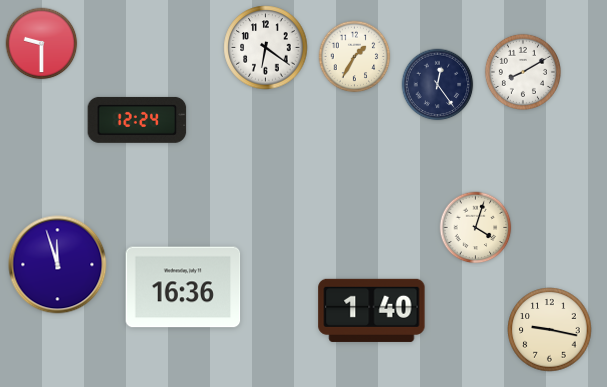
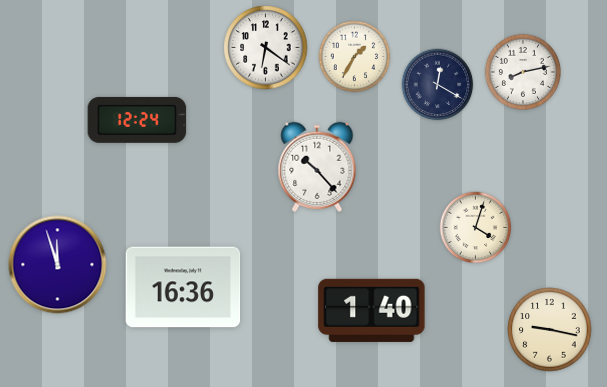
clock at (42, 44): 9:30 -> none
clock at (523, 72): 8:10 -> 8:13
clock at (438, 85): 12:24 -> 12:20
clock at (317, 167): none -> 10:23
